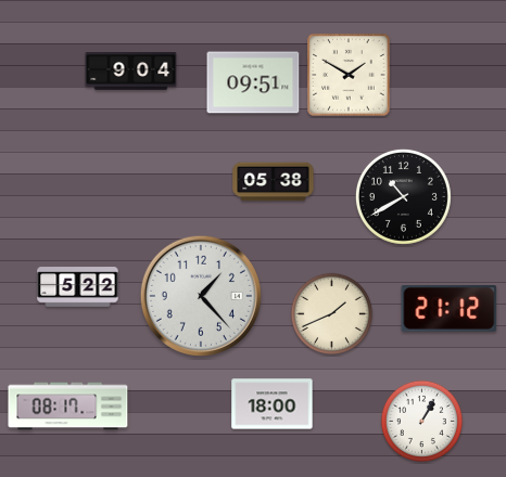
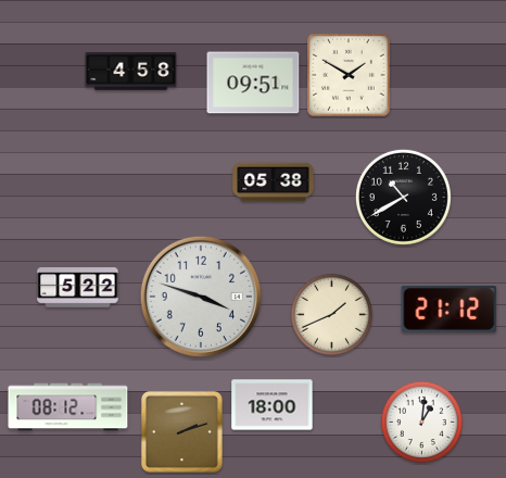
clock at (131, 72): 9:04 -> 4:58
clock at (201, 296): 1:23 -> 3:48
clock at (68, 407): 08:17 -> 08:12
clock at (421, 421): 1:05 -> 1:01
clock at (181, 431): none -> 2:12
